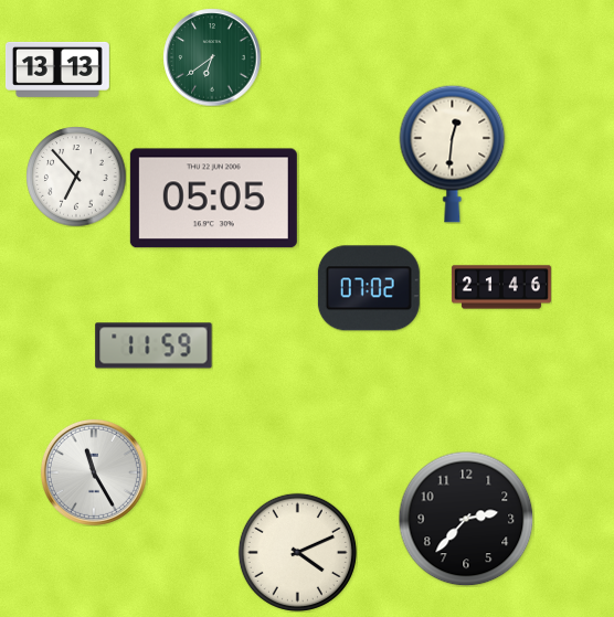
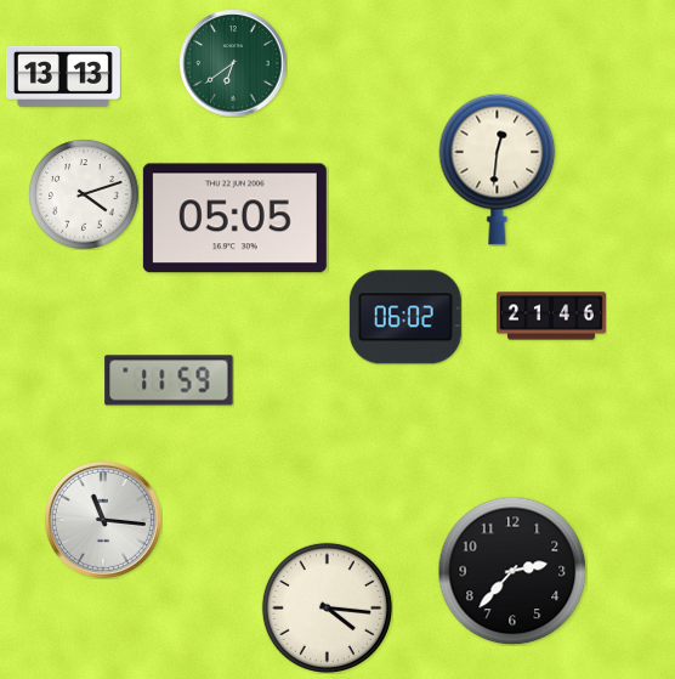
clock at (76, 177): 6:53 -> 4:12
clock at (369, 288): 07:02 -> 06:02
clock at (94, 472): 11:25 -> 11:16
clock at (297, 552): 4:11 -> 4:16
